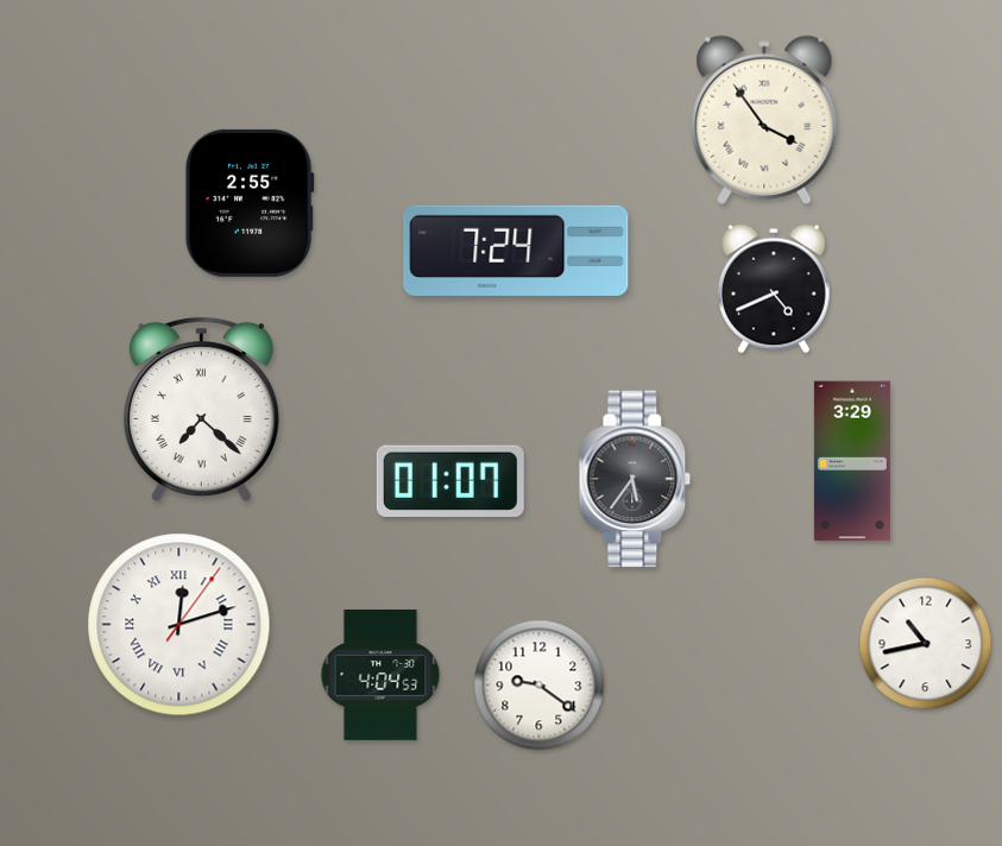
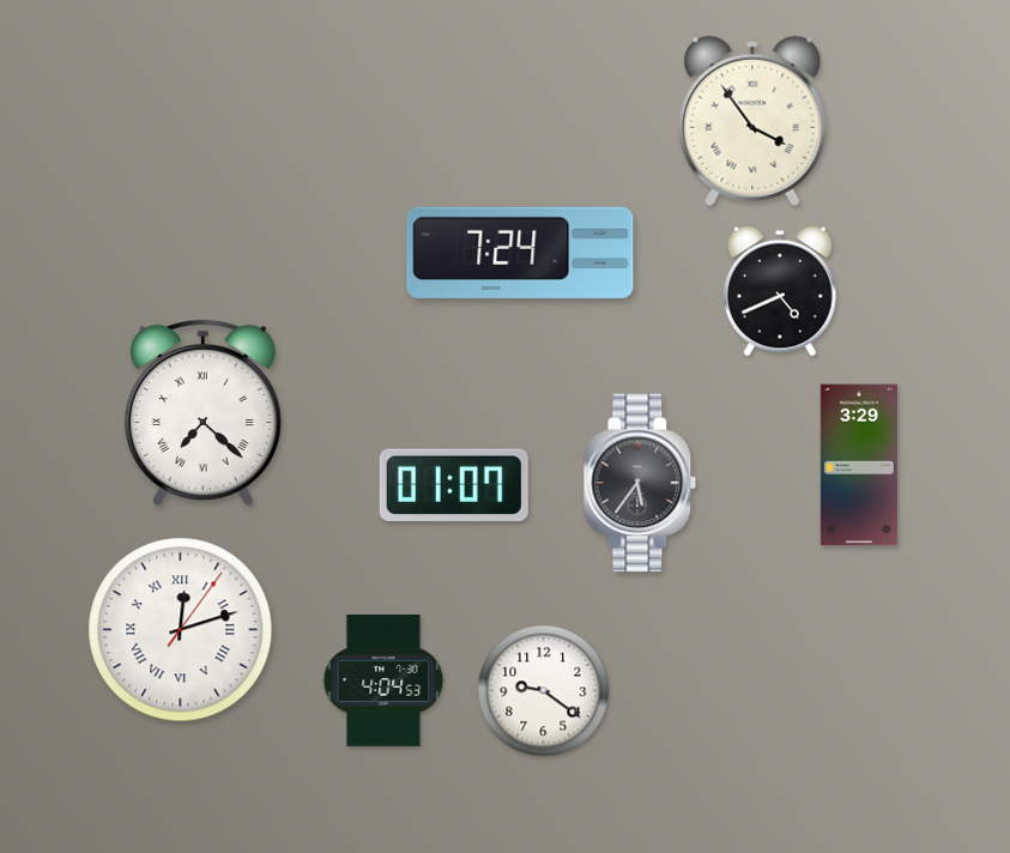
clock at (764, 120) position: (764, 120) -> (752, 121)
clock at (250, 203): 2:55 -> none
clock at (926, 644): 10:43 -> none
